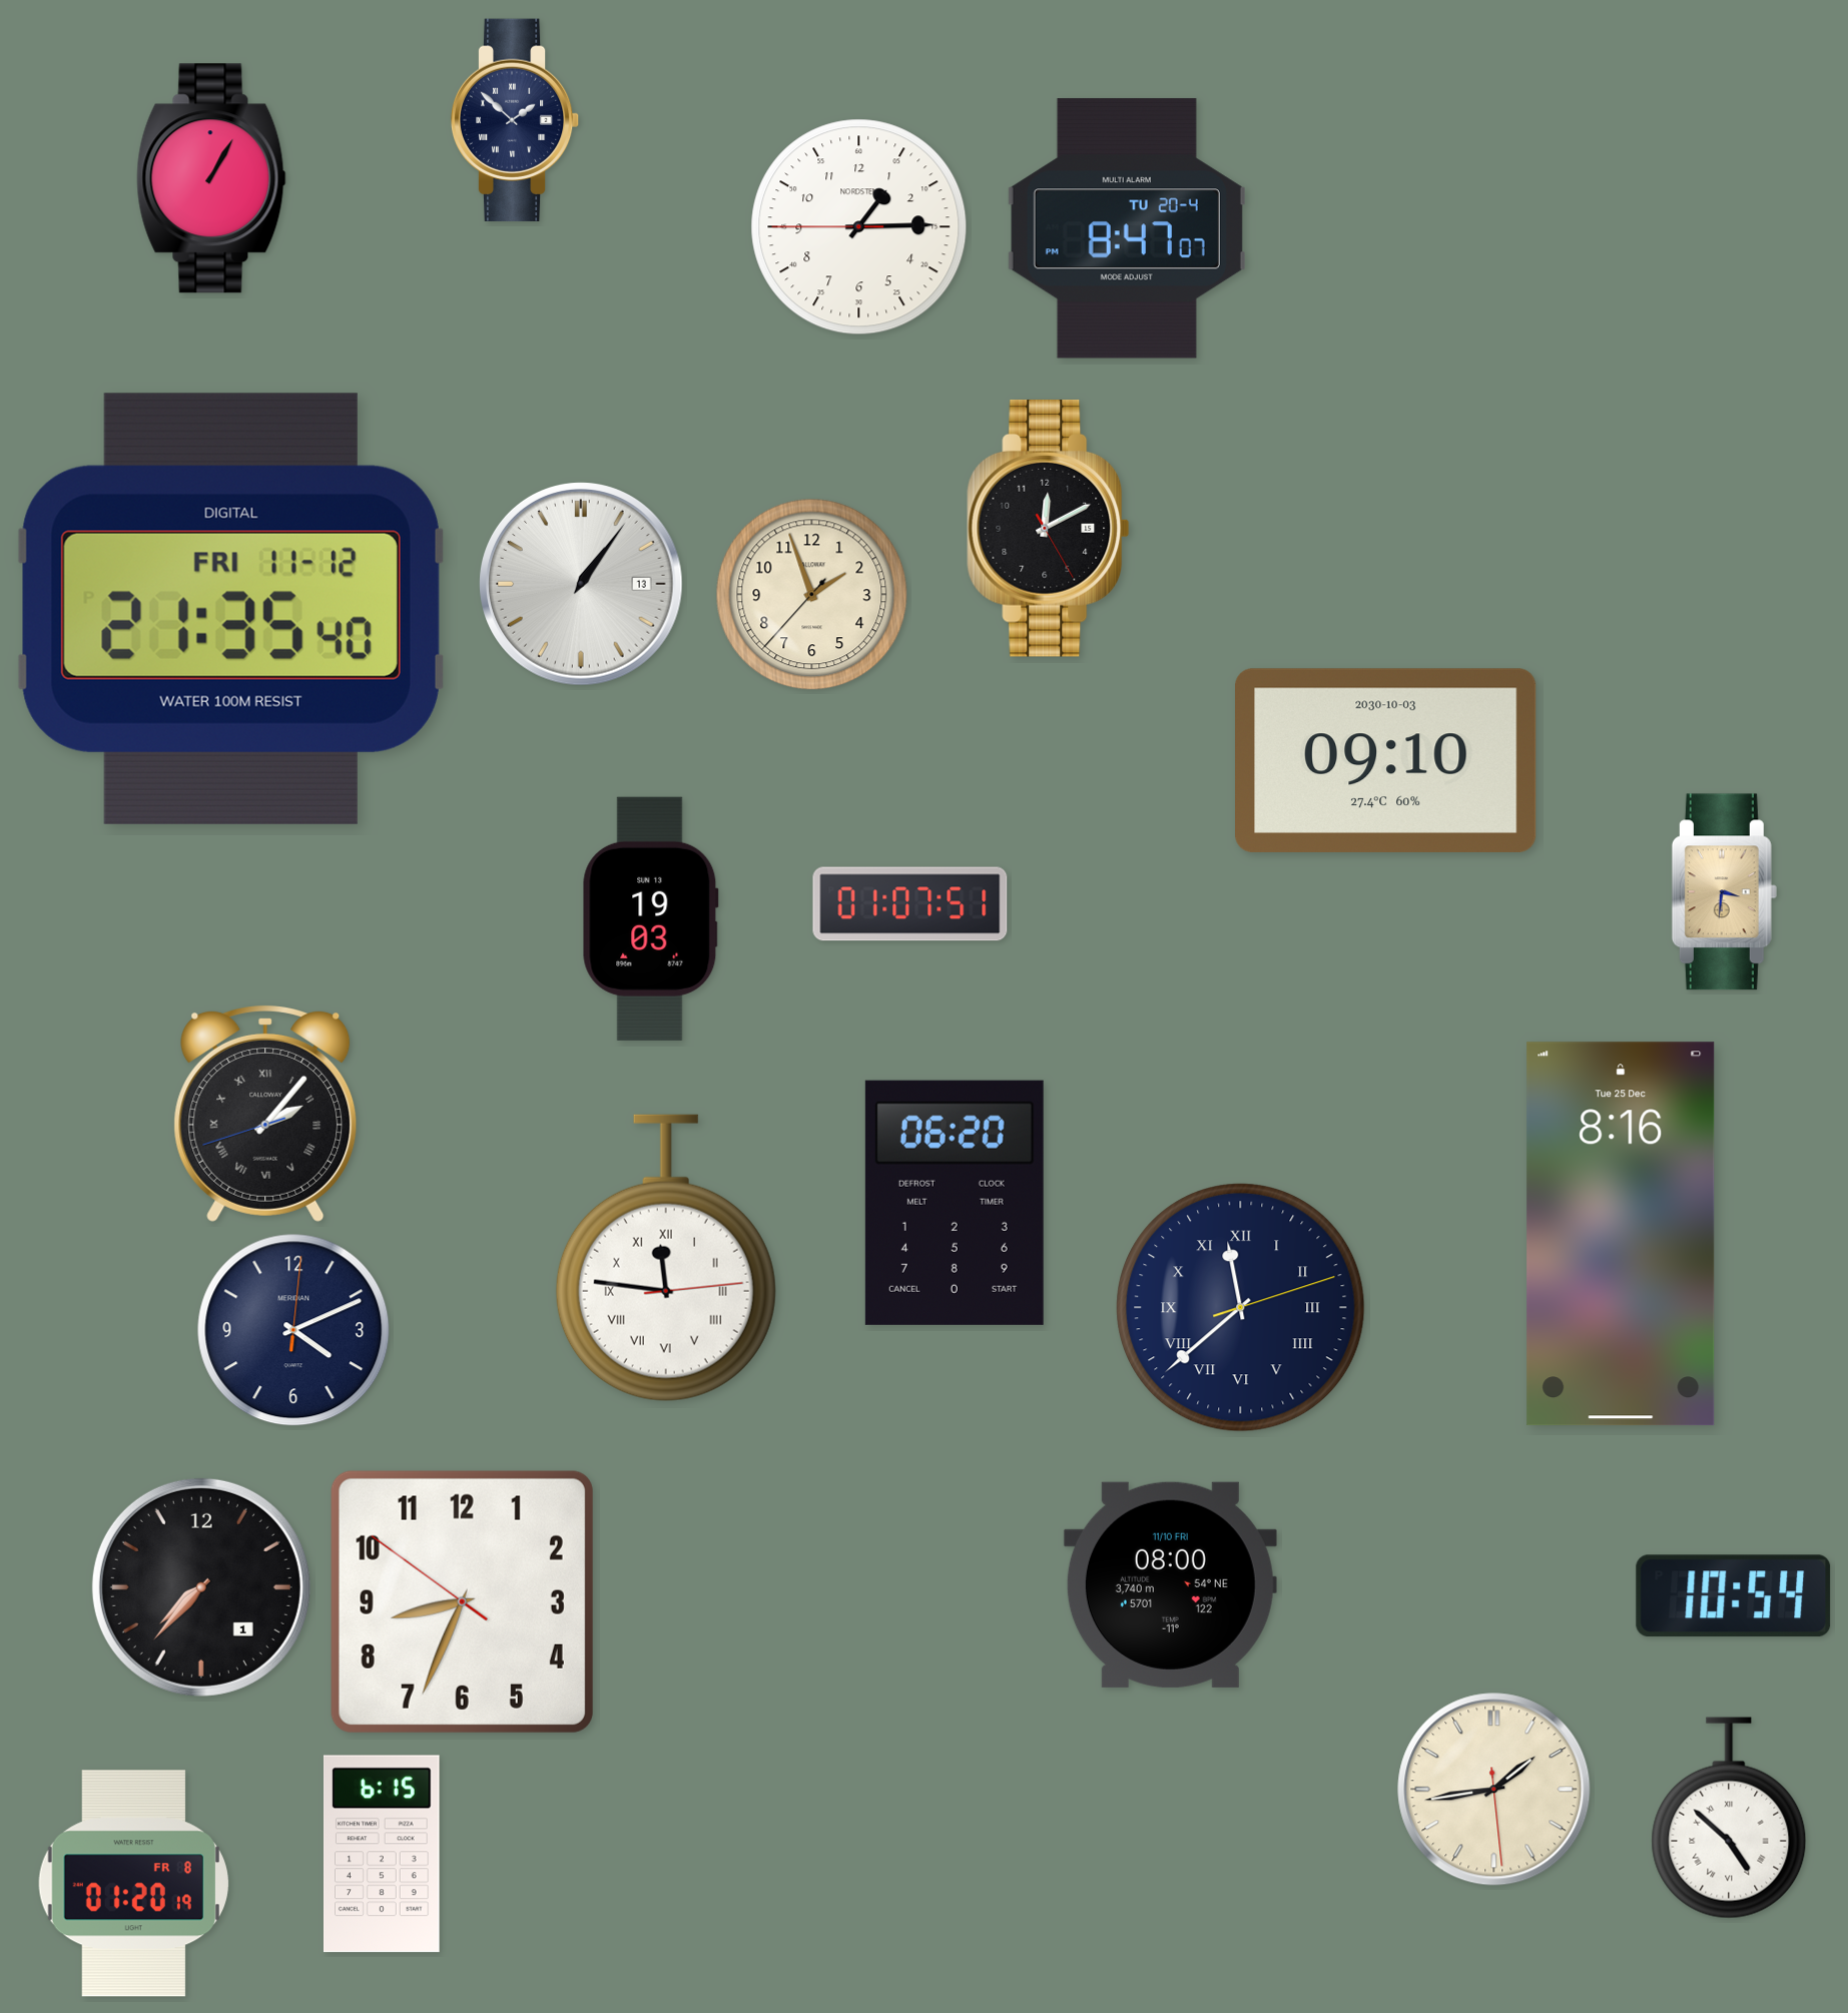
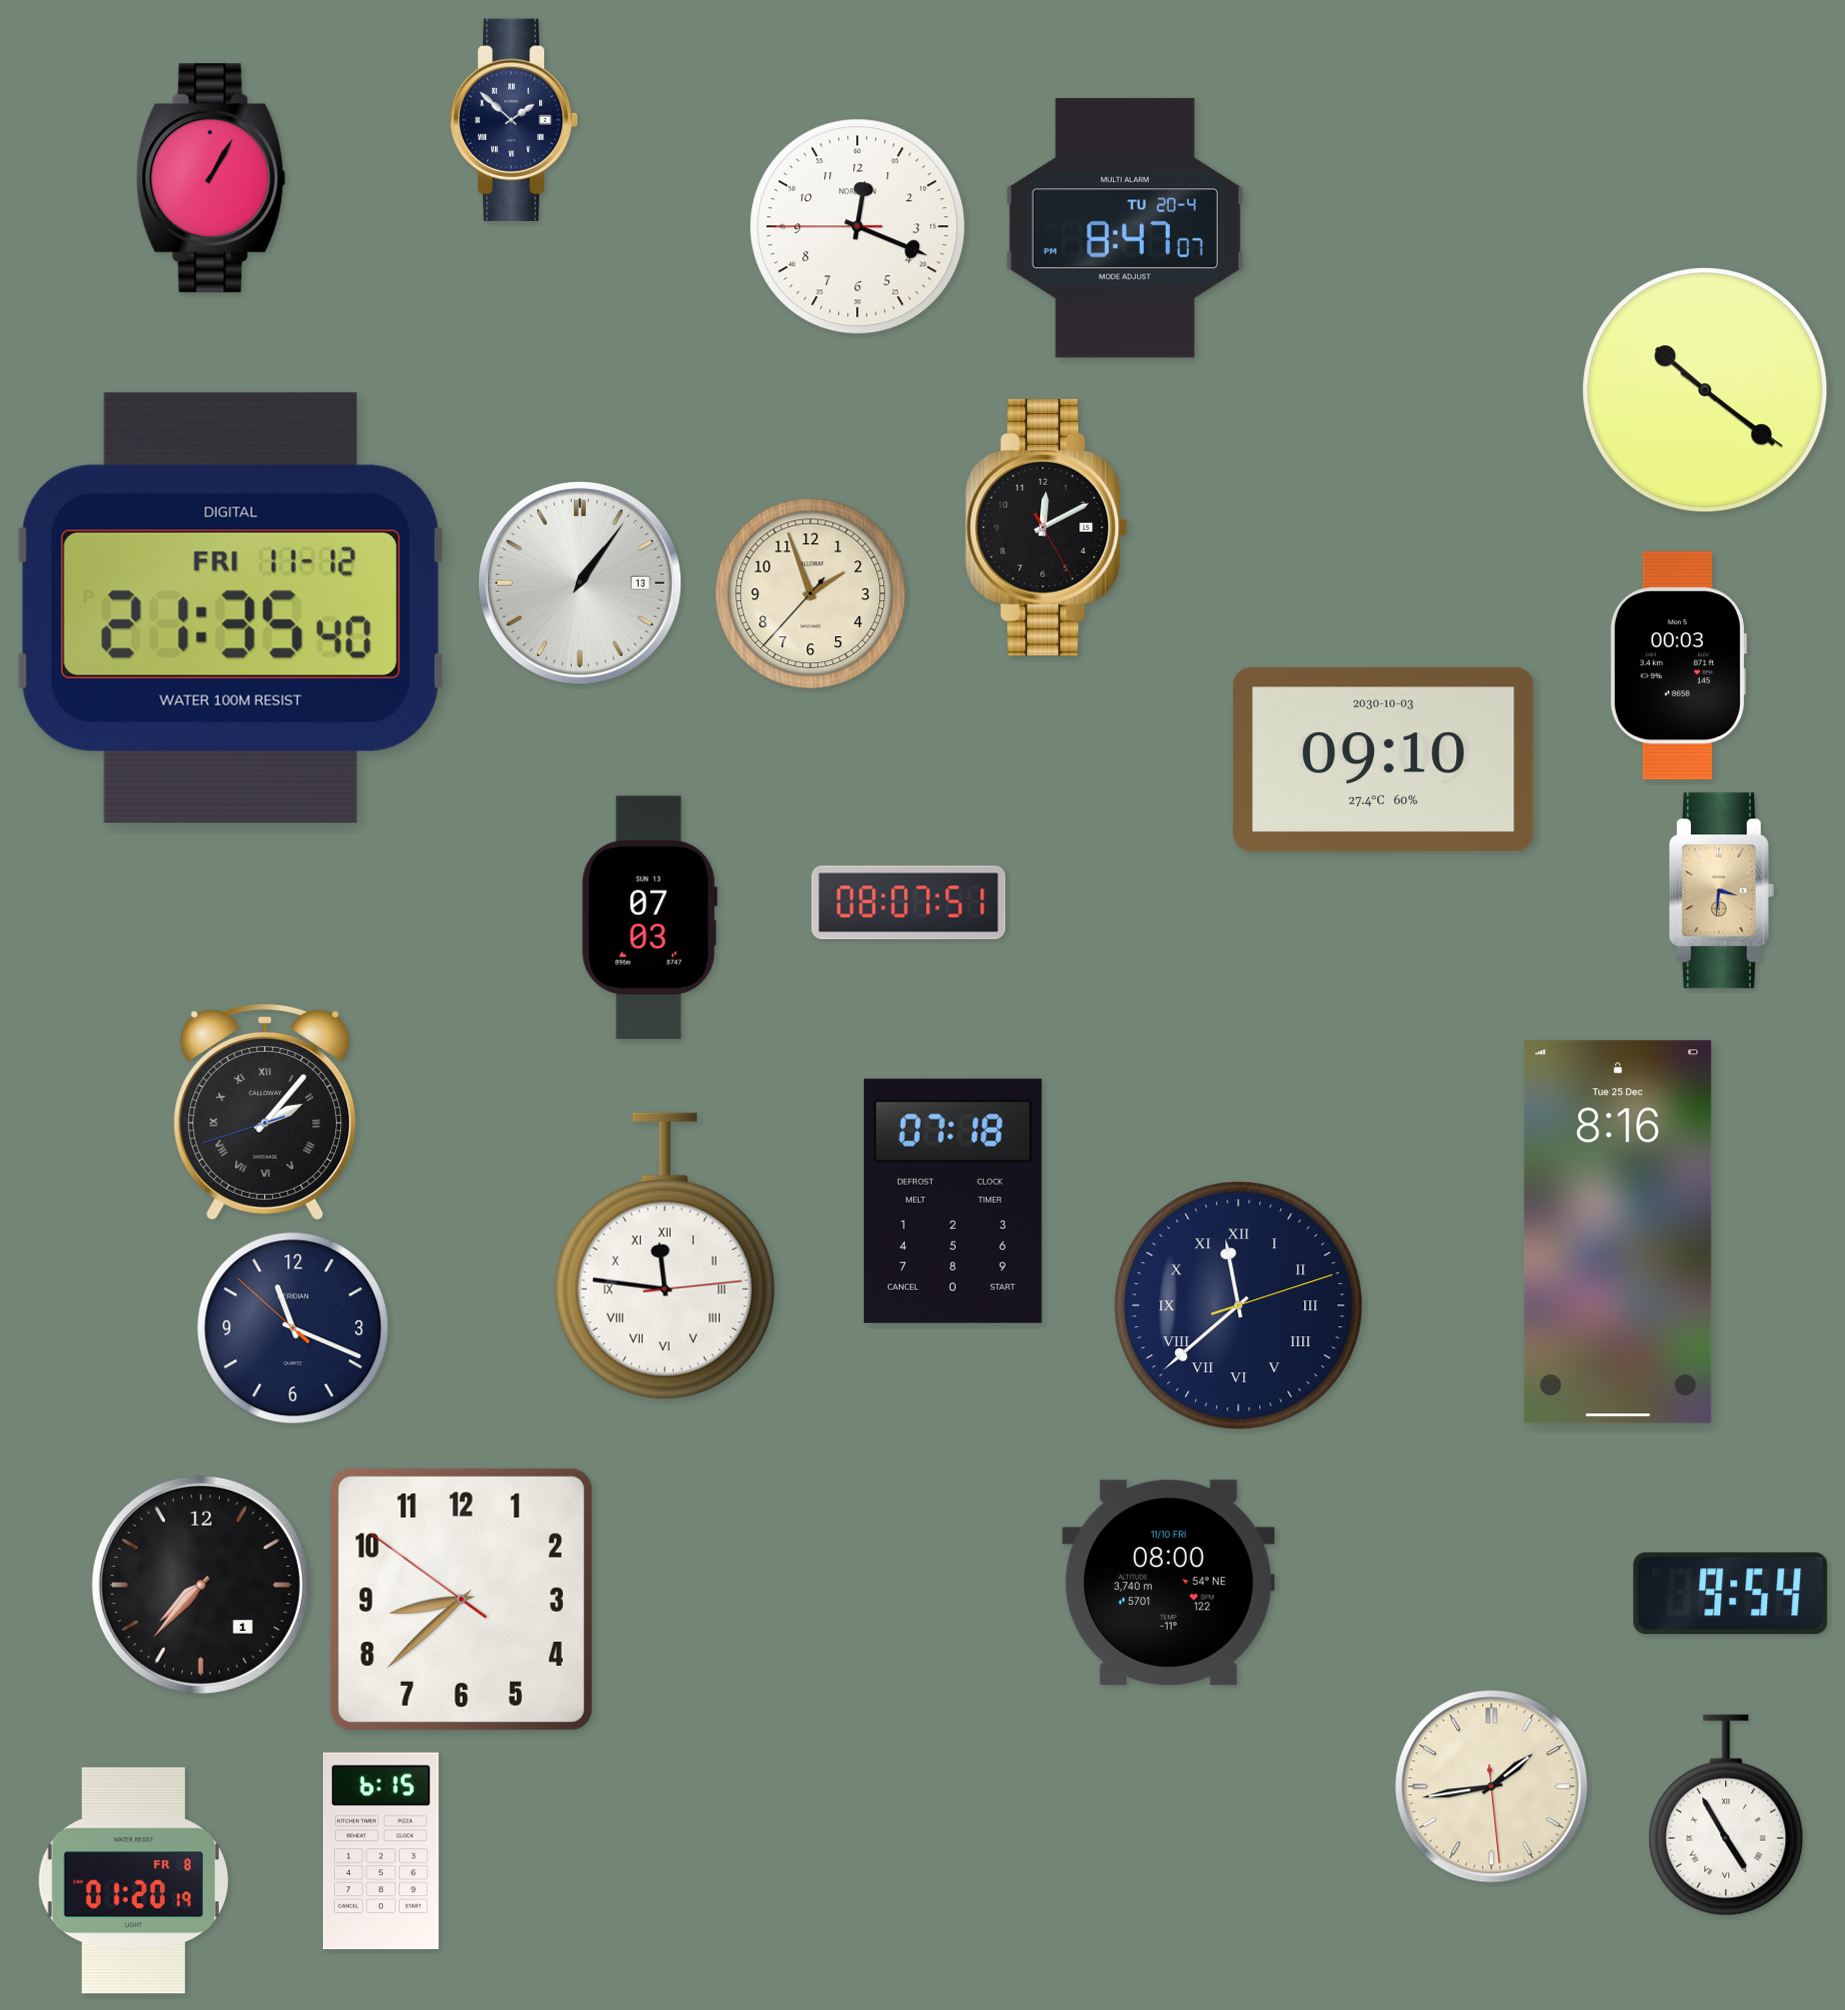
clock at (859, 227): 1:14 -> 12:18
clock at (1705, 390): none -> 10:21
clock at (1678, 666): none -> 00:03
clock at (910, 904): 01:07 -> 08:07
clock at (650, 918): 19:03 -> 07:03
clock at (955, 1203): 06:20 -> 07:18
clock at (293, 1330): 4:11 -> 11:18
clock at (1734, 1596): 10:54 -> 9:54
clock at (462, 1601): 8:33 -> 8:37
clock at (1729, 1818): 4:52 -> 4:55
